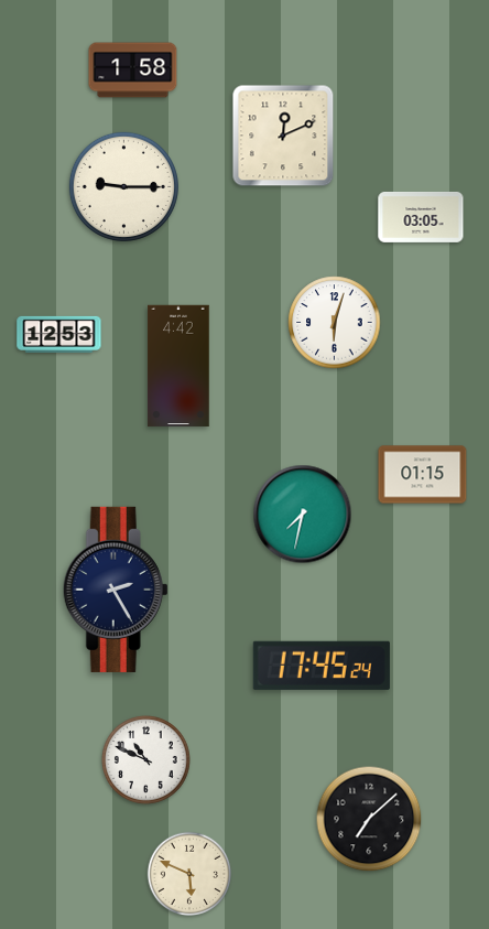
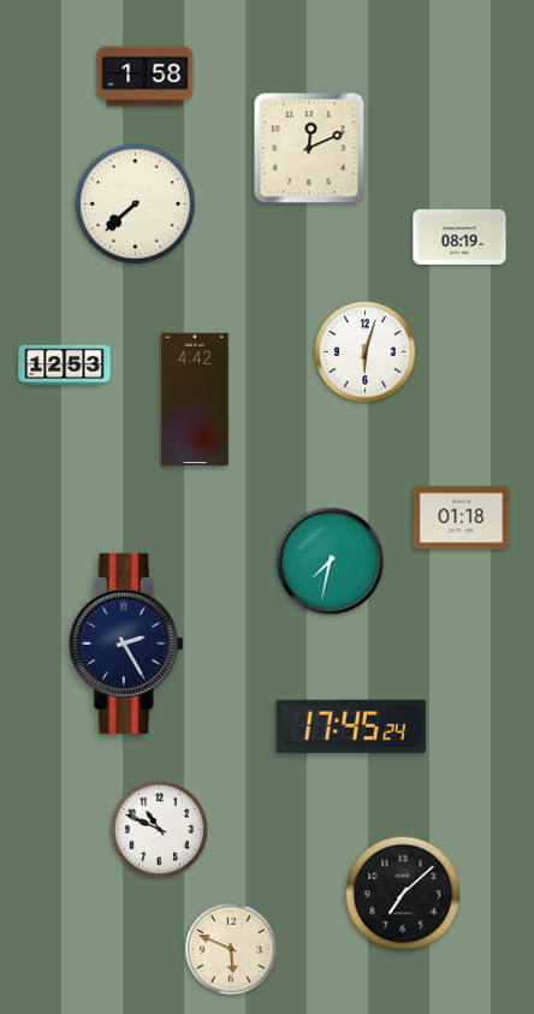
clock at (123, 186): 9:15 -> 7:38
clock at (421, 217): 03:05 -> 08:19
clock at (423, 475): 01:15 -> 01:18
clock at (189, 874) position: (189, 874) -> (231, 949)
